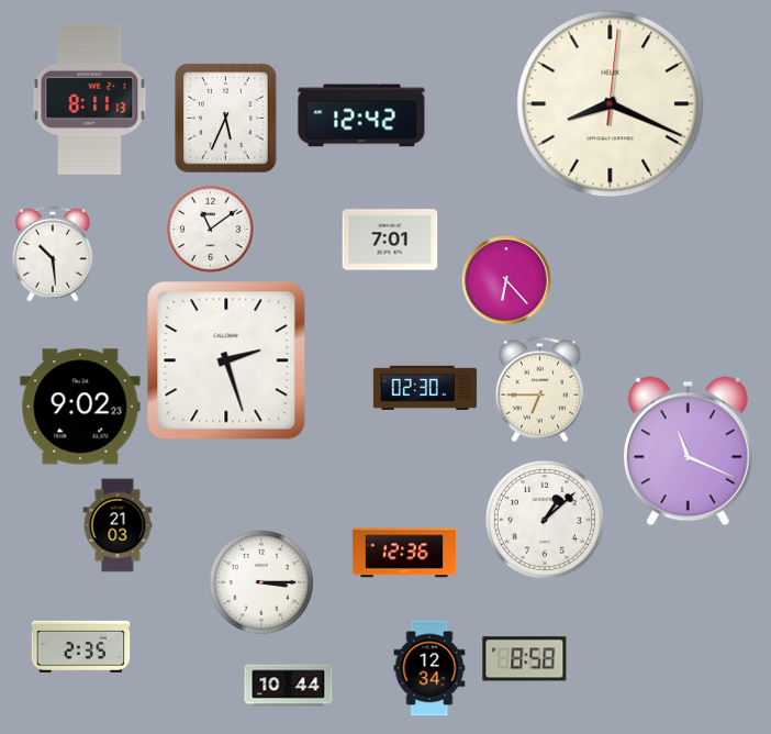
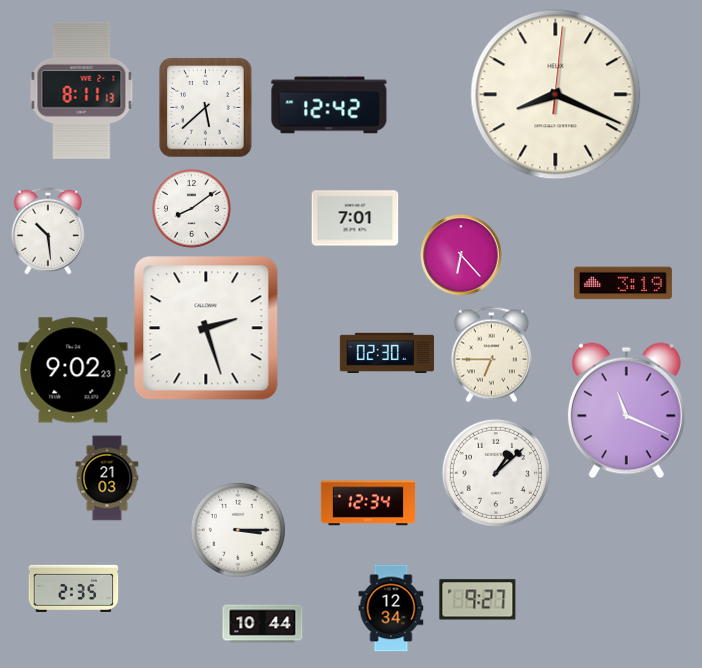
clock at (226, 119): 5:34 -> 5:38
clock at (211, 230): 11:09 -> 8:09
clock at (623, 283): none -> 3:19
clock at (404, 553): 12:36 -> 12:34
clock at (525, 659): 8:58 -> 9:27
